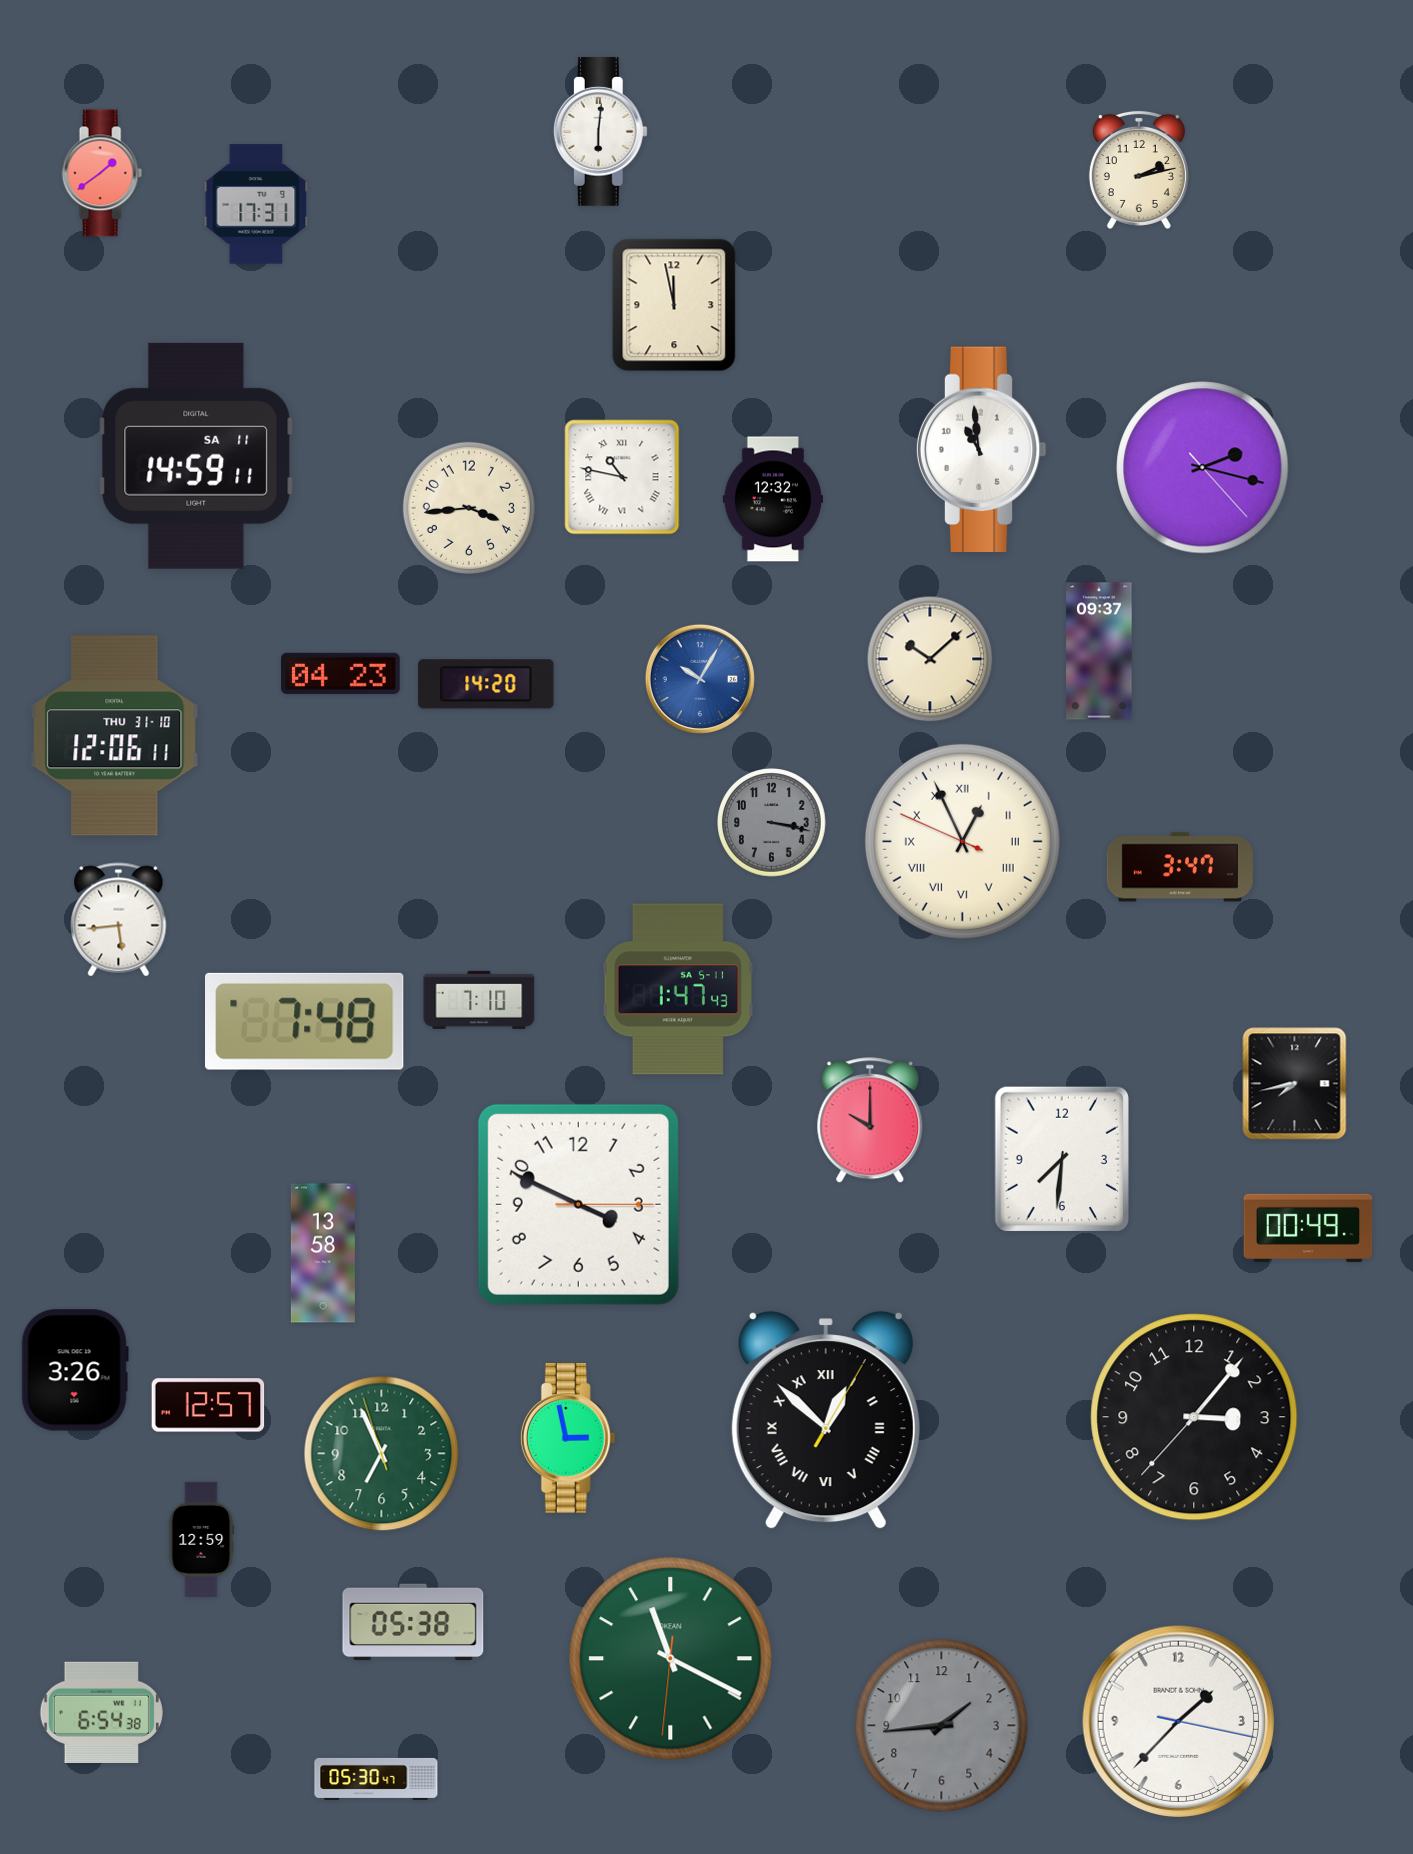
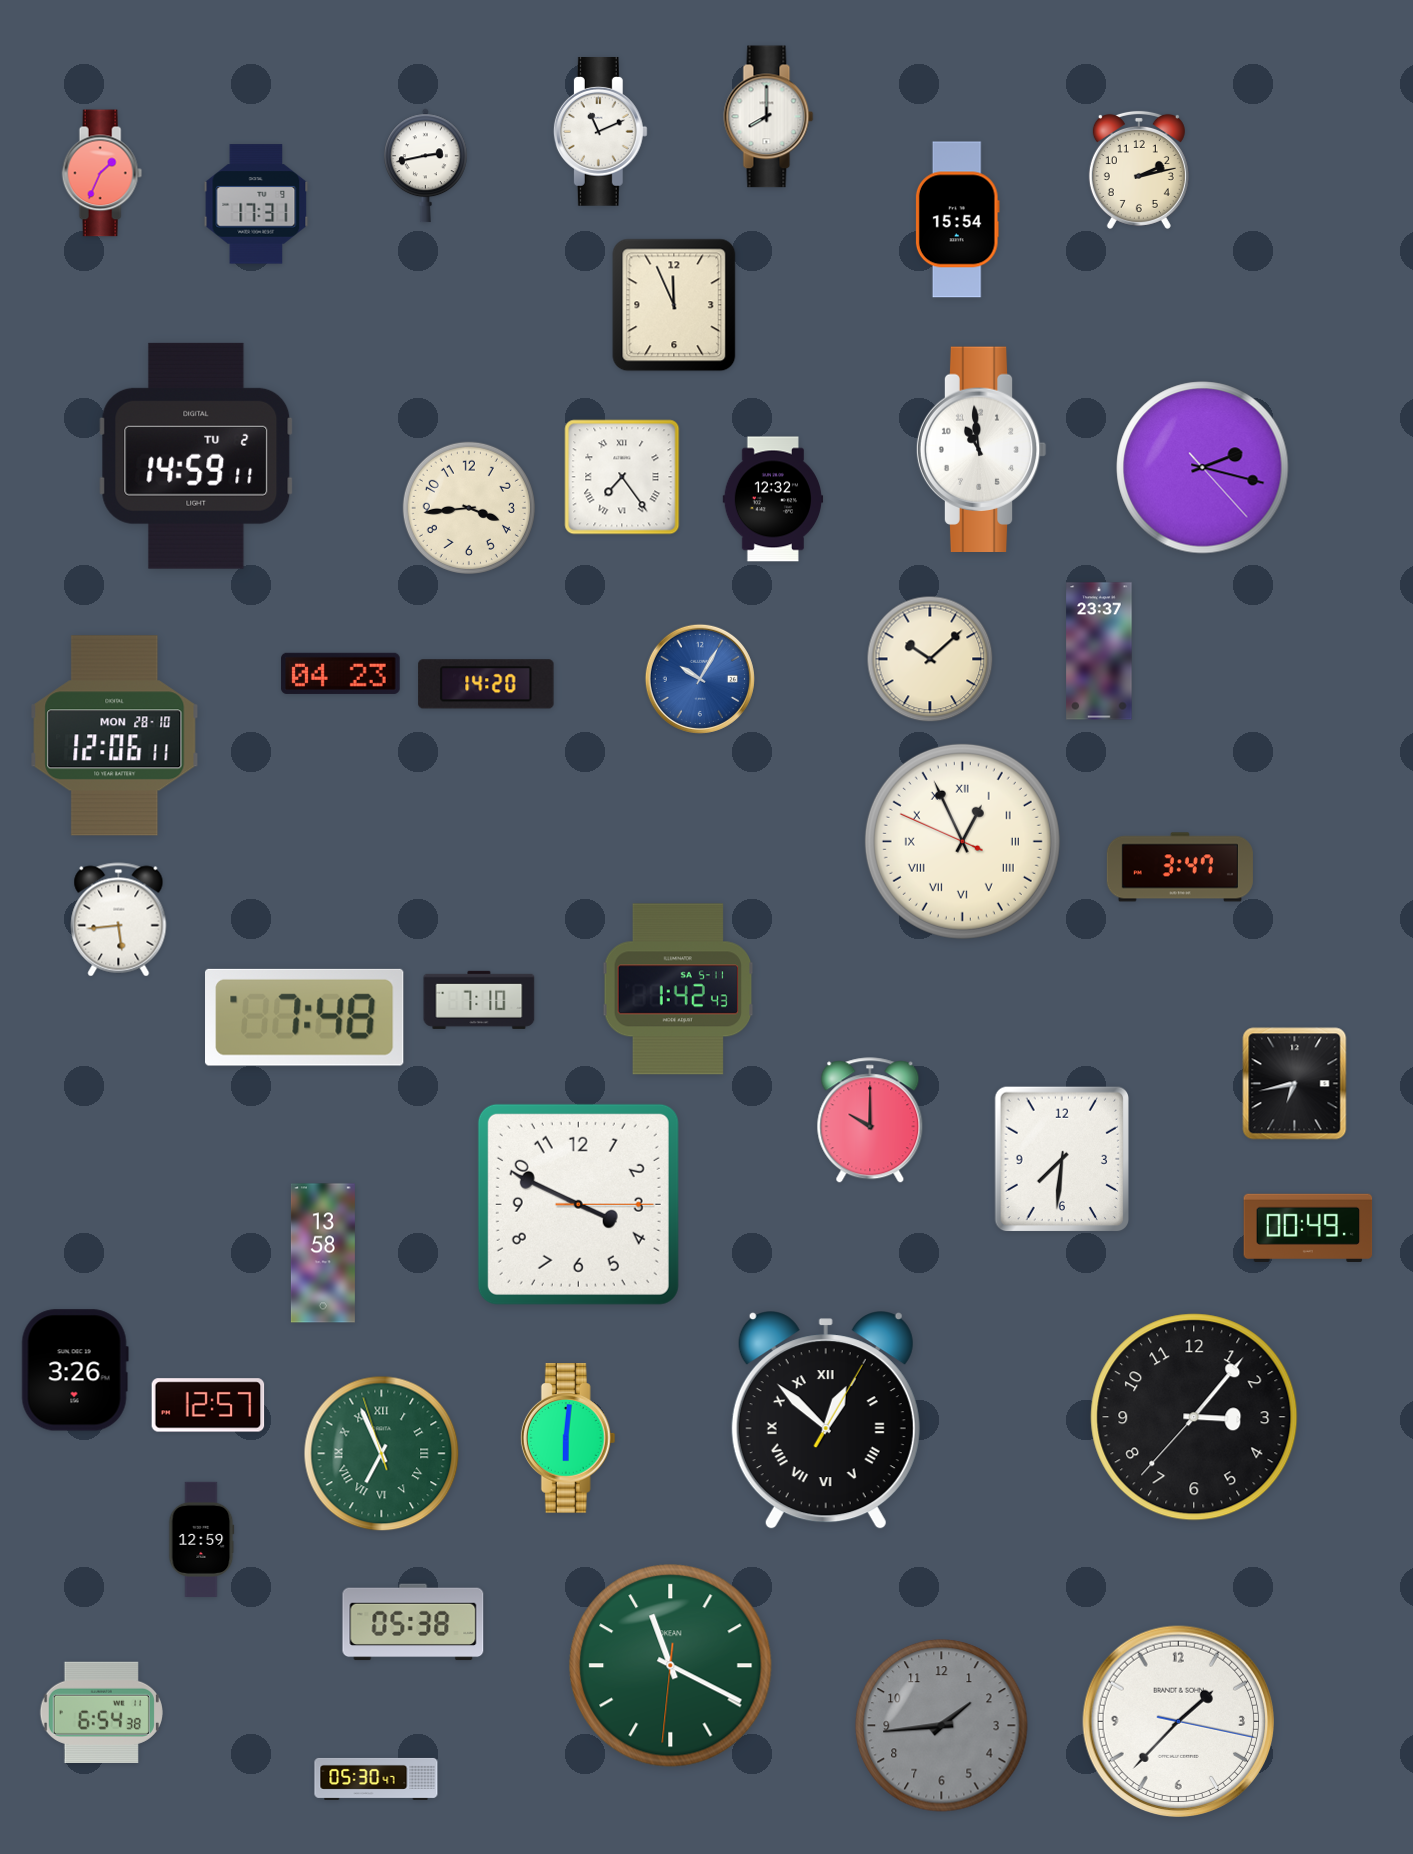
clock at (769, 117): none -> 8:00
clock at (600, 131): 6:01 -> 11:11
clock at (426, 166): none -> 2:43
clock at (102, 173): 1:39 -> 1:34
clock at (957, 220): none -> 15:54
clock at (674, 305): 11:58 -> 11:56
clock at (196, 456) date: SA 11 -> TU 2
clock at (622, 477): 10:47 -> 7:24
clock at (1099, 651): 09:37 -> 23:37
clock at (115, 736) date: THU 31-10 -> MON 28-10
clock at (772, 823): 3:17 -> none
clock at (678, 989): 1:47 -> 1:42
clock at (305, 1021) position: (305, 1021) -> (305, 1017)
clock at (1295, 1084): 7:43 -> 6:43
clock at (568, 1438): 2:58 -> 6:01
clock at (382, 1454) numerals: Arabic -> Roman
clock at (671, 1659) position: (671, 1659) -> (671, 1666)
